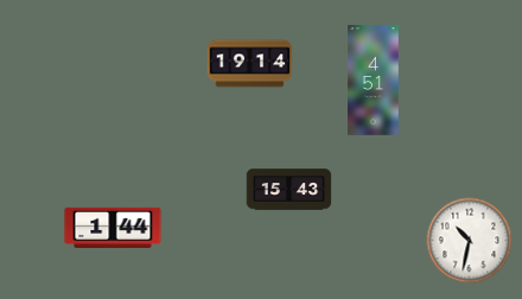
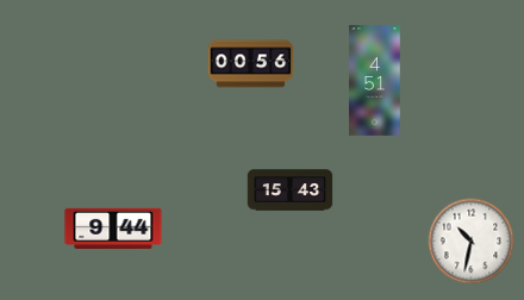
clock at (250, 64): 19:14 -> 00:56
clock at (113, 227): 1:44 -> 9:44
